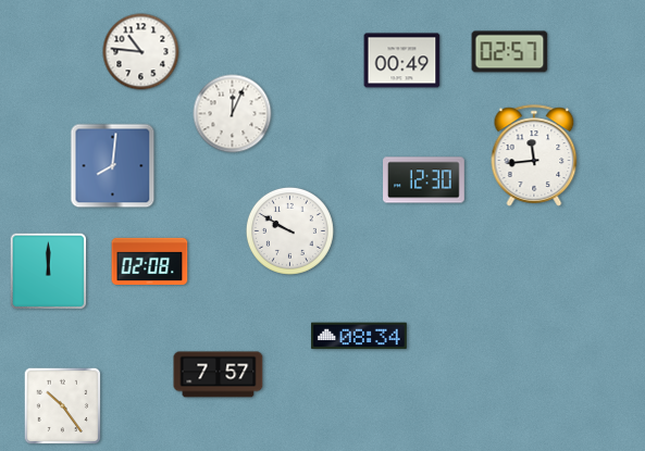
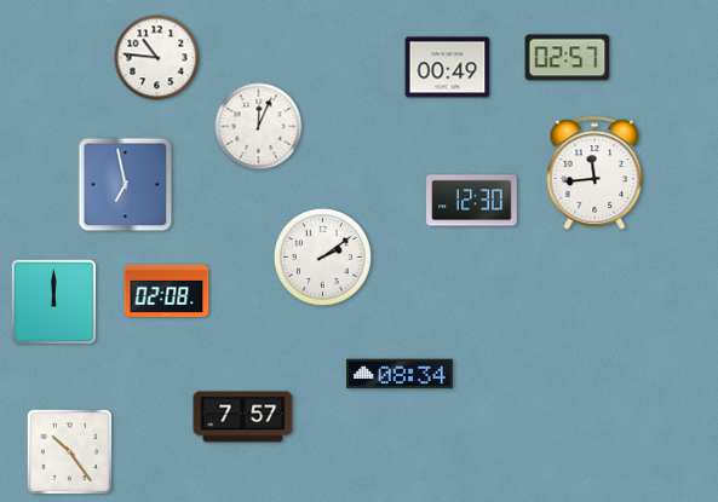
clock at (113, 166): 8:01 -> 6:58
clock at (289, 230): 9:50 -> 2:09
